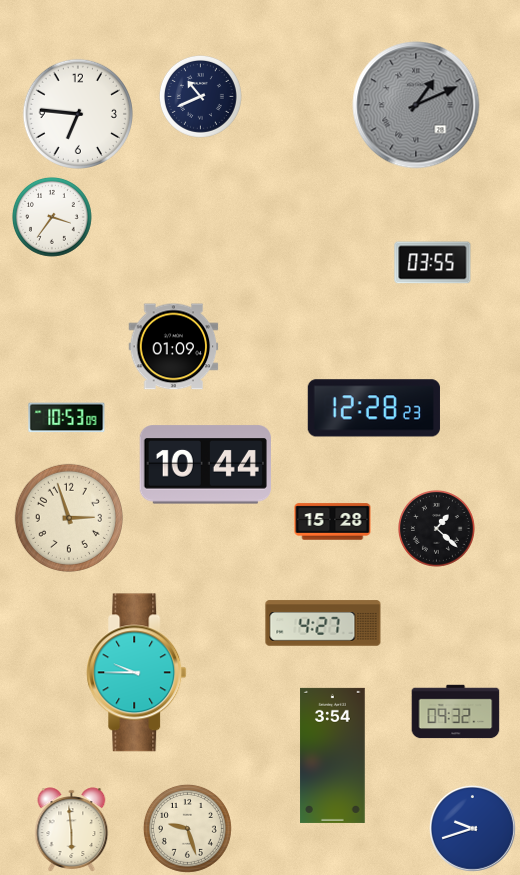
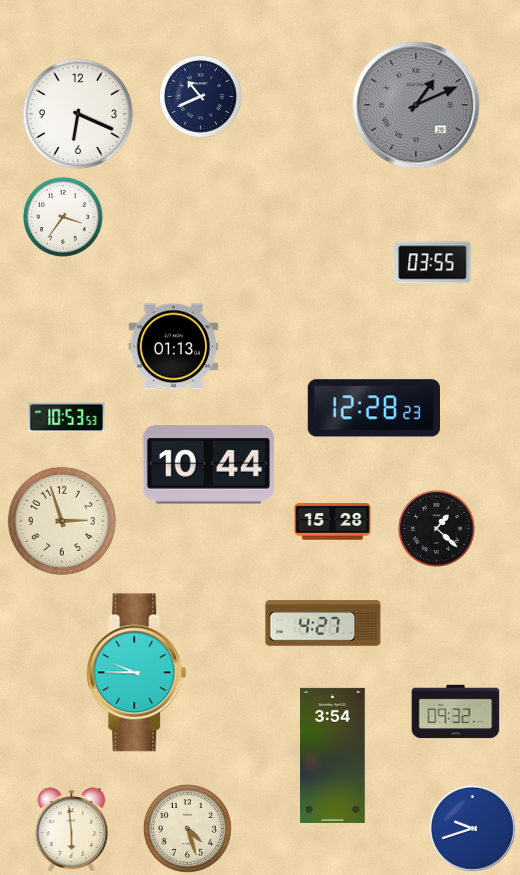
clock at (78, 114): 6:46 -> 6:19
clock at (53, 218) position: (53, 218) -> (64, 218)
clock at (174, 347): 01:09 -> 01:13
clock at (67, 418): 10:53:09 -> 10:53:53
clock at (205, 465) position: (205, 465) -> (208, 465)
clock at (69, 518) position: (69, 518) -> (62, 521)
clock at (187, 828): 9:27 -> 4:27
